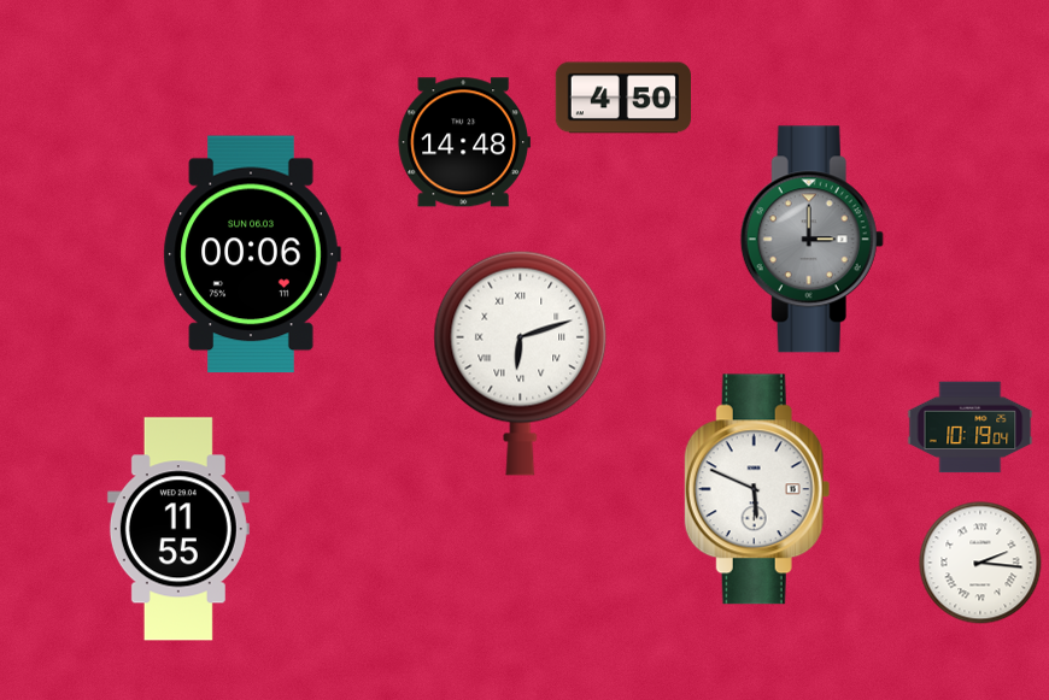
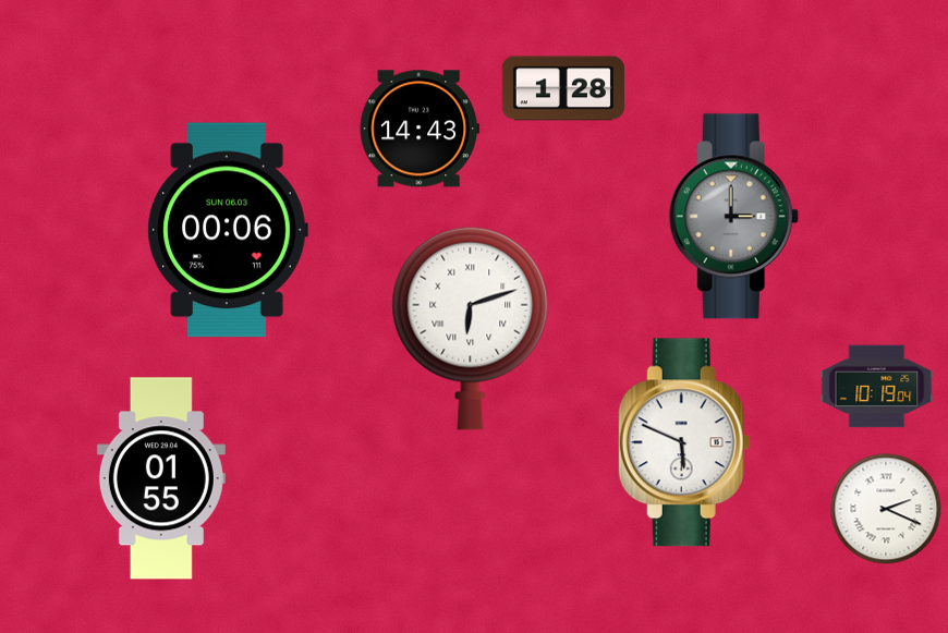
clock at (622, 98): 4:50 -> 1:28
clock at (463, 142): 14:48 -> 14:43
clock at (178, 529): 11:55 -> 01:55
clock at (980, 563): 2:16 -> 2:19
